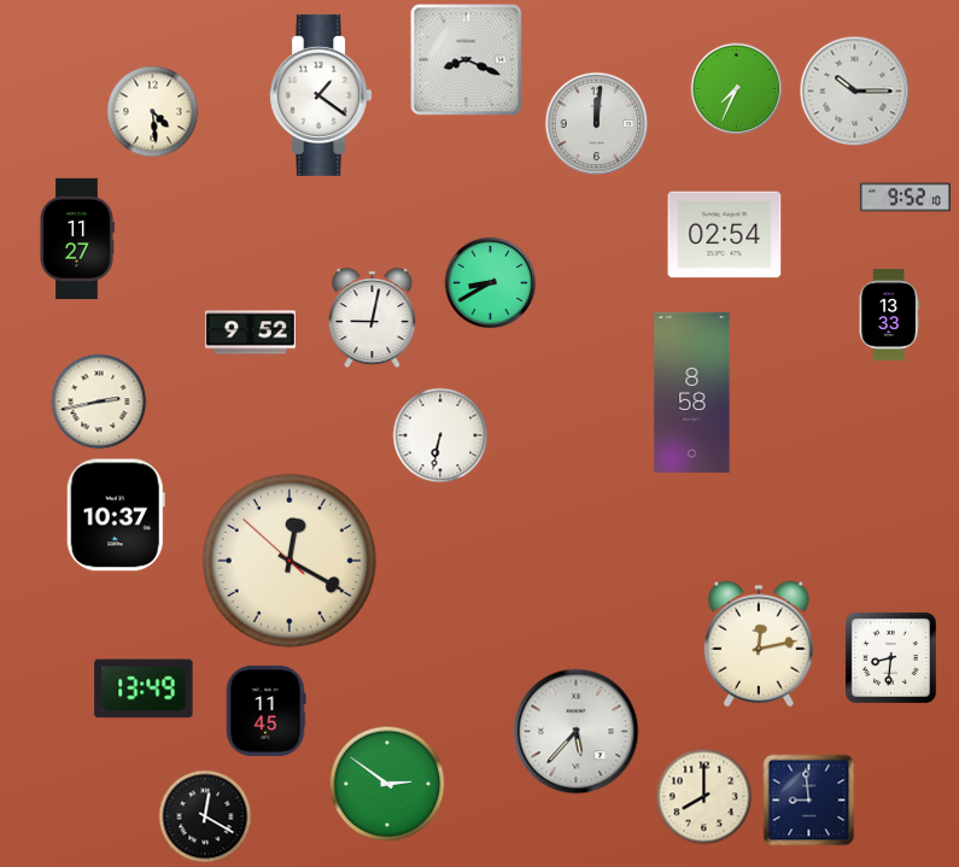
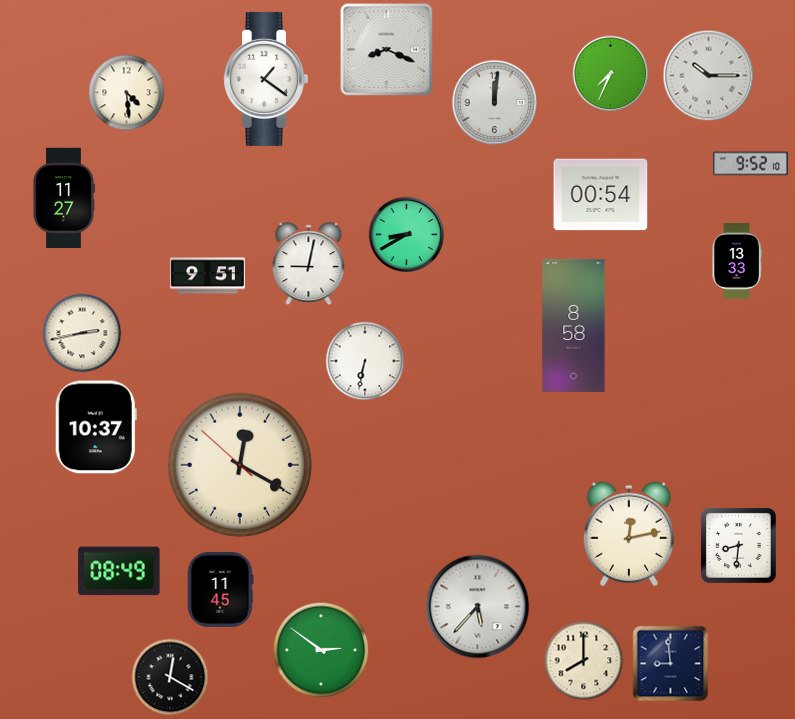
clock at (725, 235): 02:54 -> 00:54
clock at (250, 333): 9:52 -> 9:51
clock at (144, 689): 13:49 -> 08:49
